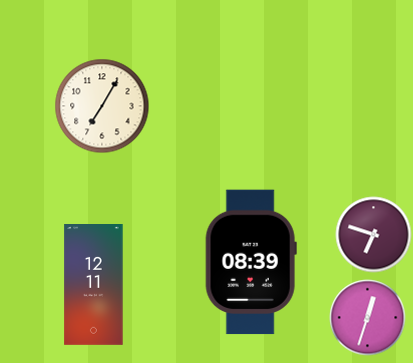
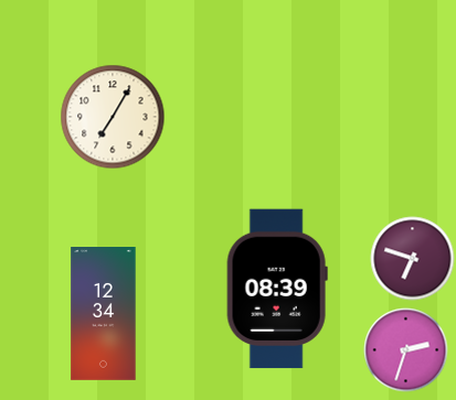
clock at (94, 285): 12:11 -> 12:34
clock at (368, 318): 12:33 -> 2:33
